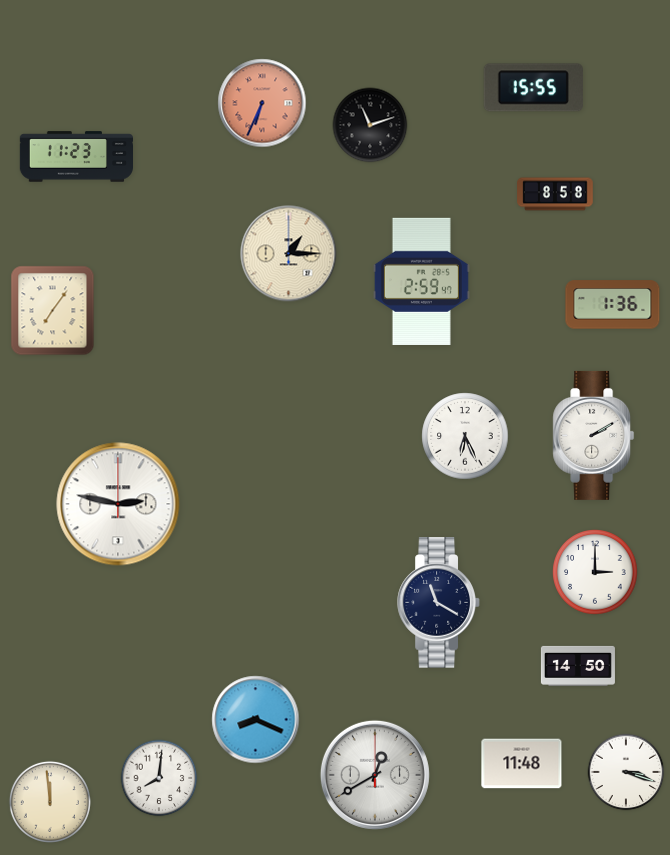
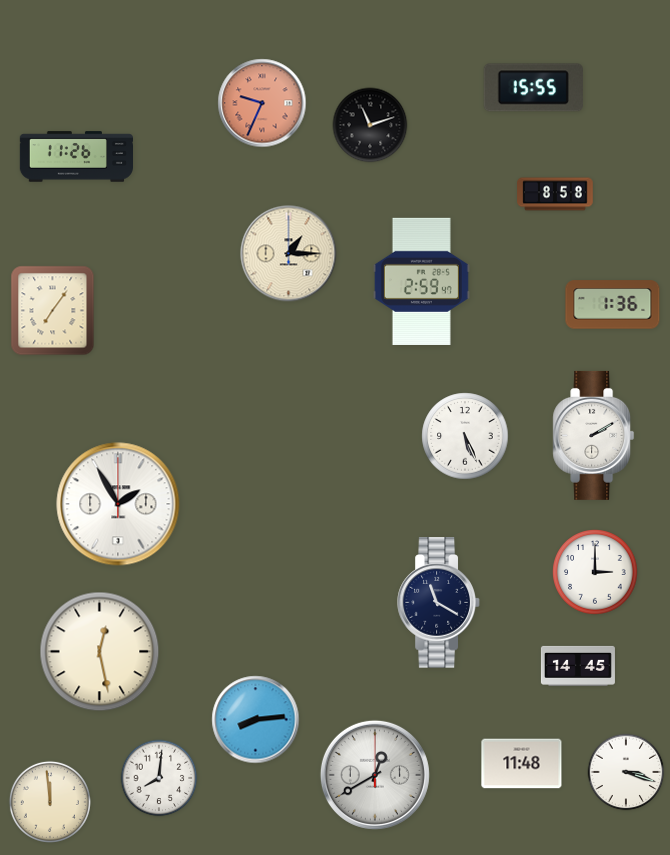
clock at (262, 103): 6:34 -> 9:34
clock at (76, 157): 11:23 -> 11:26
clock at (465, 436): 6:26 -> 5:26
clock at (118, 504): 2:47 -> 1:55
clock at (100, 652): none -> 12:28
clock at (578, 666): 14:50 -> 14:45
clock at (256, 720): 8:19 -> 8:14
